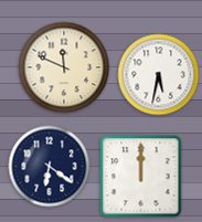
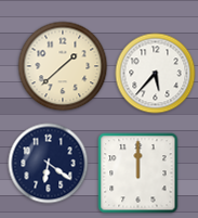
clock at (64, 67): 11:49 -> 1:38
clock at (159, 75): 5:32 -> 5:37
